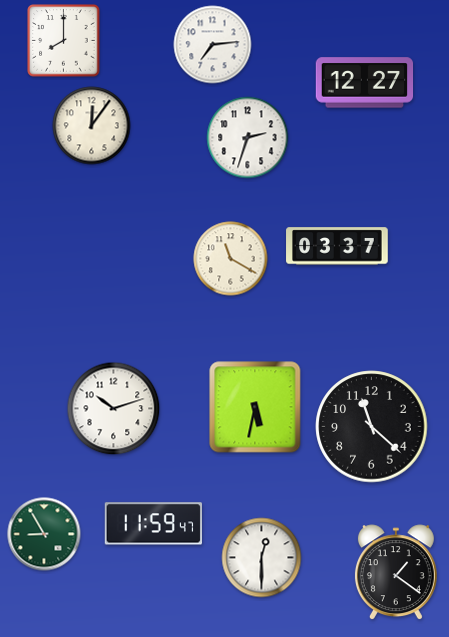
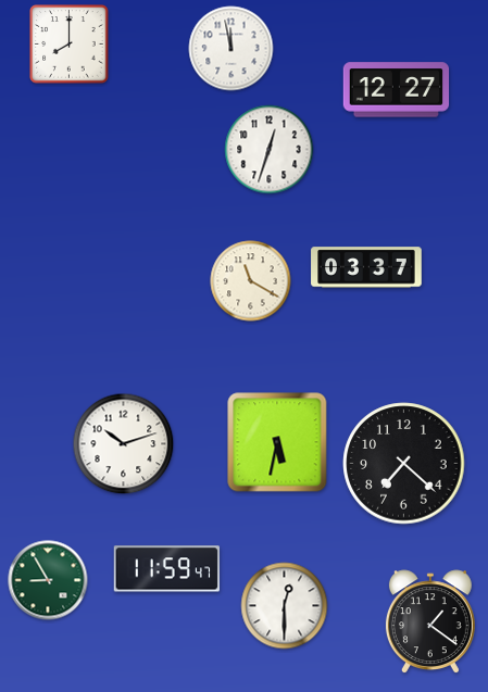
clock at (213, 45): 7:14 -> 11:58
clock at (92, 126): 12:06 -> none
clock at (248, 138): 2:33 -> 12:33
clock at (372, 427): 11:22 -> 7:22
